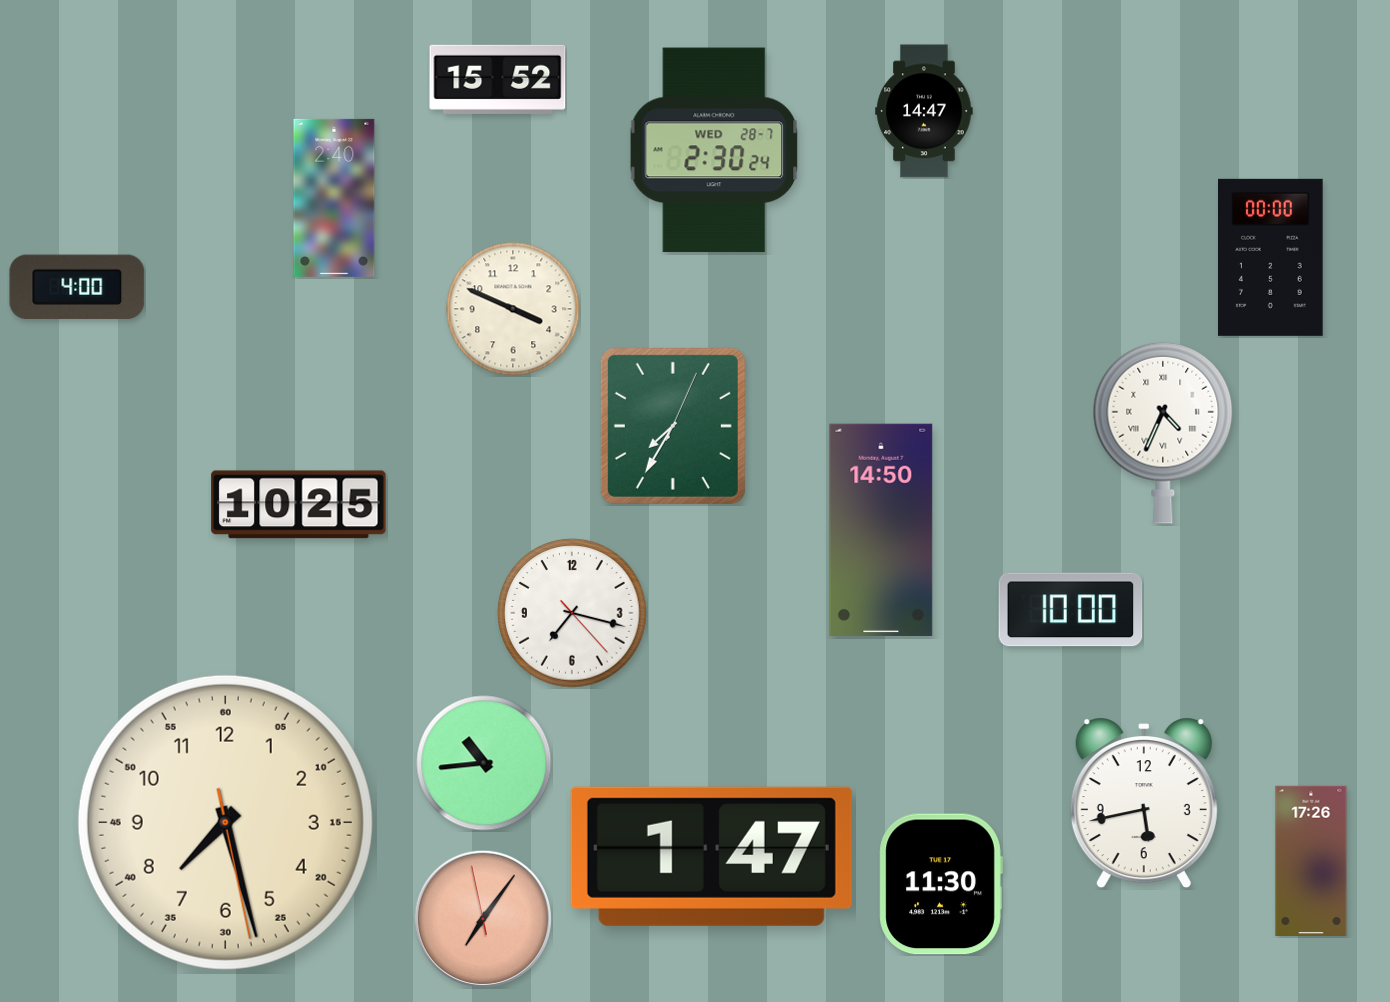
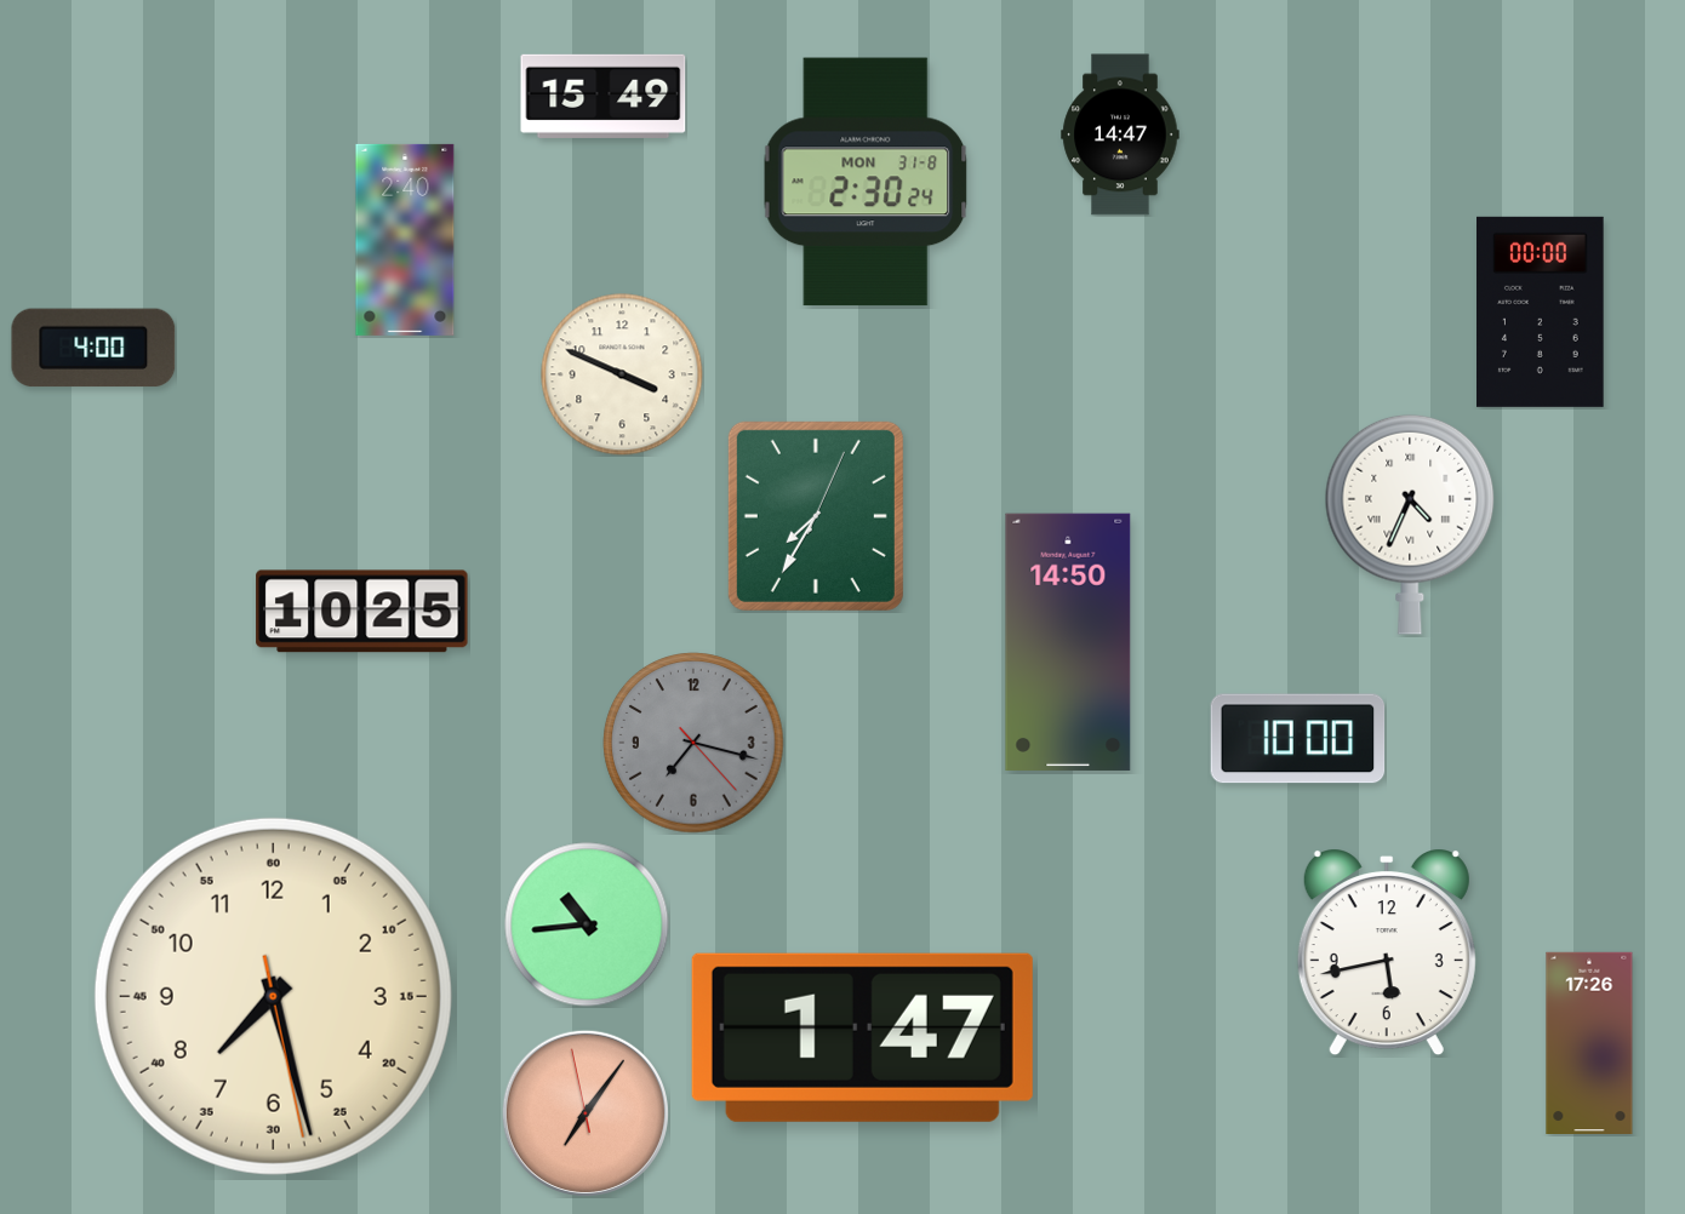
clock at (498, 79): 15:52 -> 15:49
clock at (714, 150) date: WED 28-7 -> MON 31-8
clock at (572, 613) dial: white -> grey
clock at (1144, 803) position: (1144, 803) -> (1387, 952)
clock at (941, 884): 11:30 -> none
